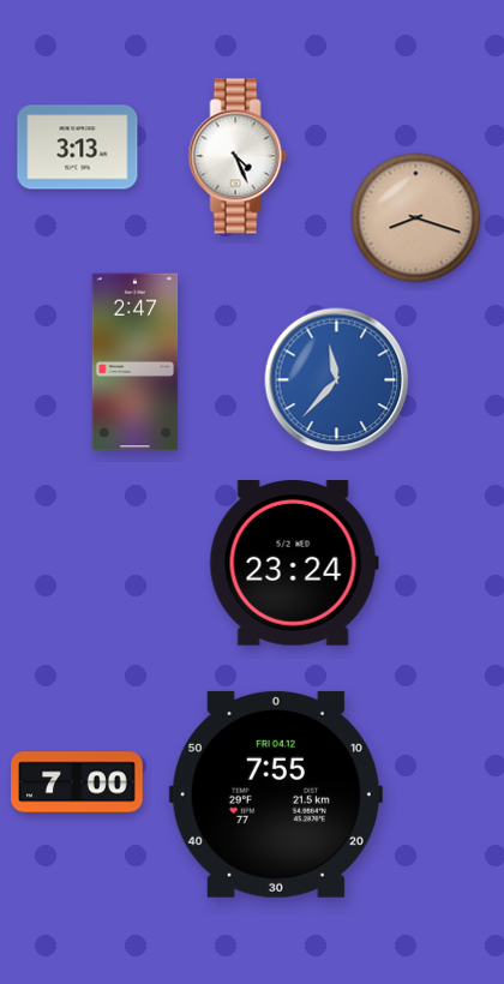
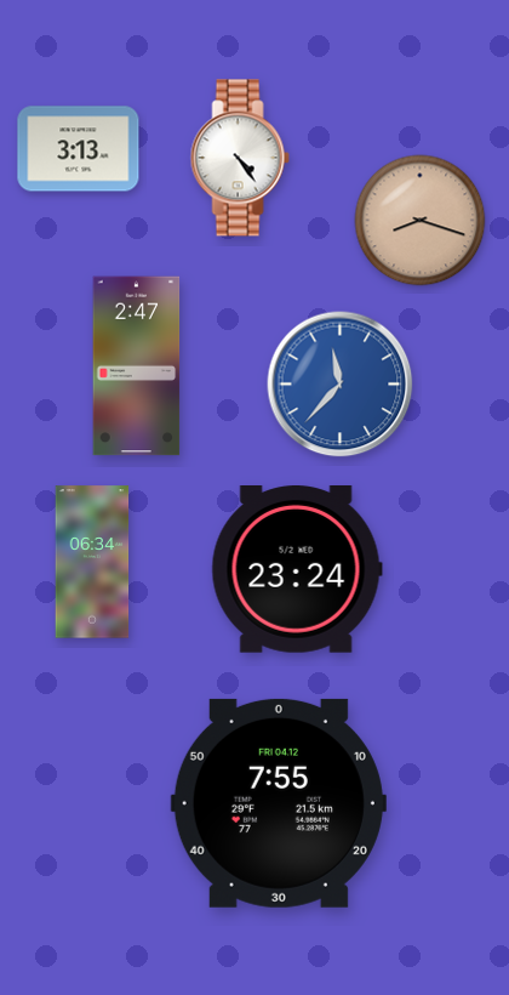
clock at (238, 156): 4:26 -> 4:24
clock at (92, 562): none -> 06:34
clock at (77, 782): 7:00 -> none
